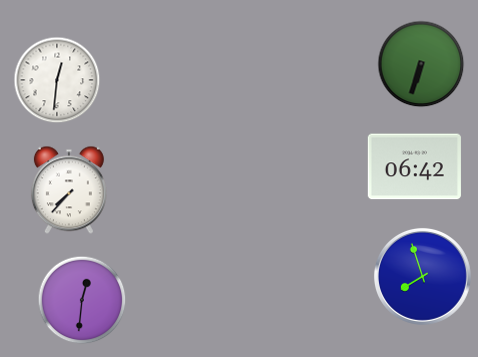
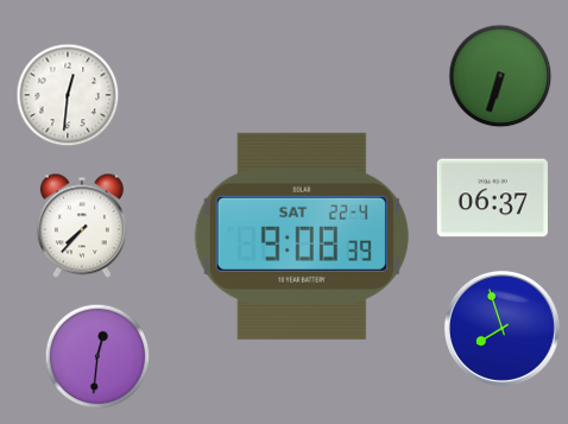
clock at (414, 167): 06:42 -> 06:37
clock at (302, 236): none -> 9:08
